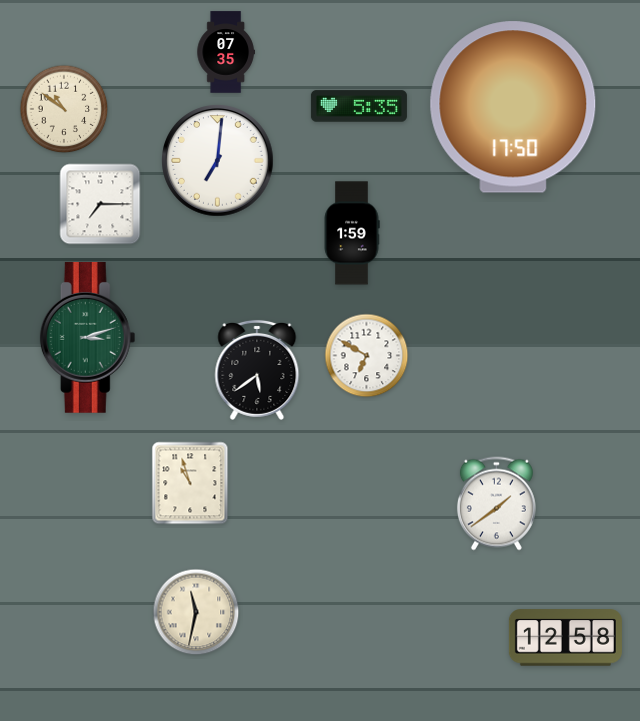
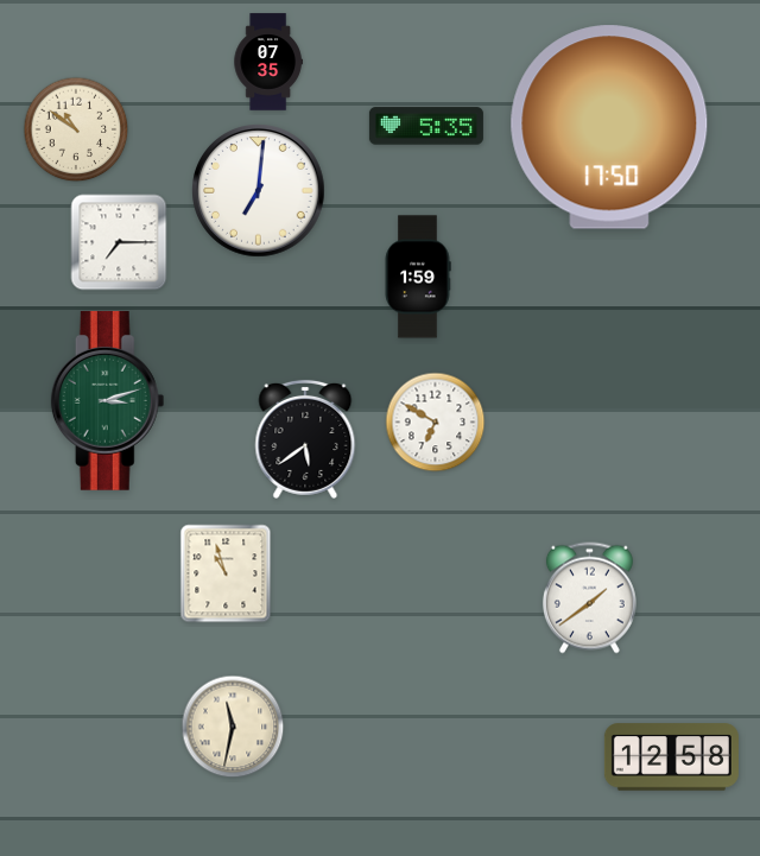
clock at (88, 337) position: (88, 337) -> (108, 400)
